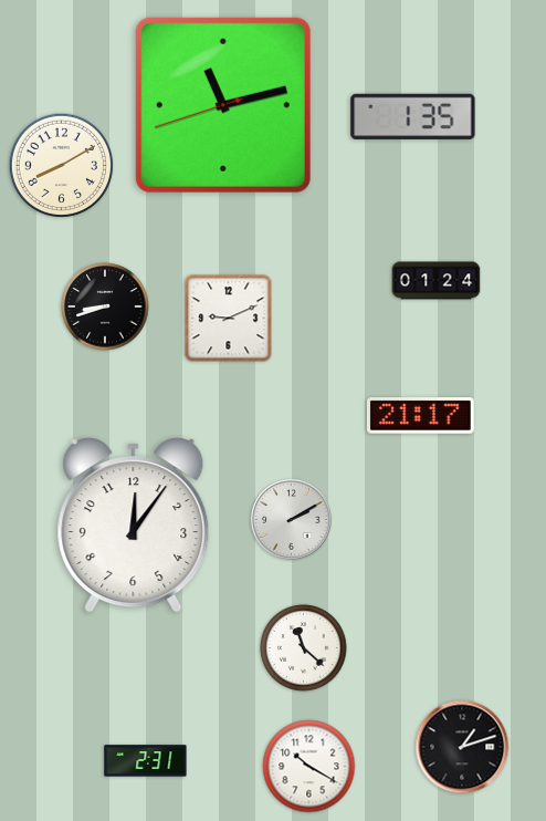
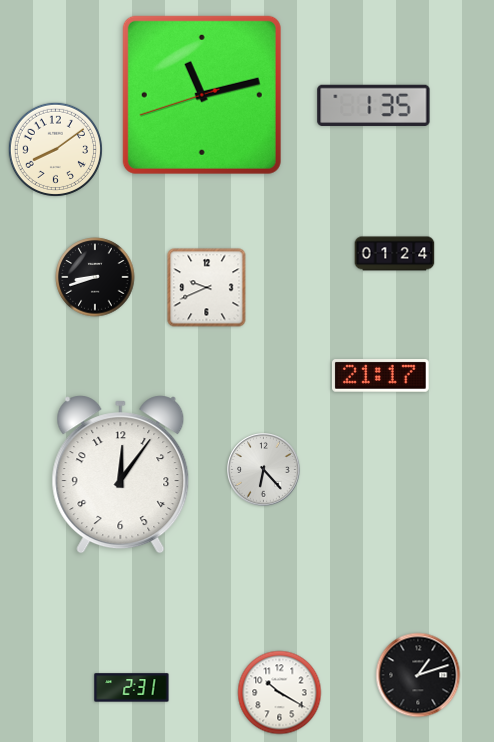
clock at (61, 165): 8:10 -> 8:09
clock at (229, 319): 9:11 -> 9:41
clock at (292, 520): 2:10 -> 6:23
clock at (304, 648): 11:22 -> none
